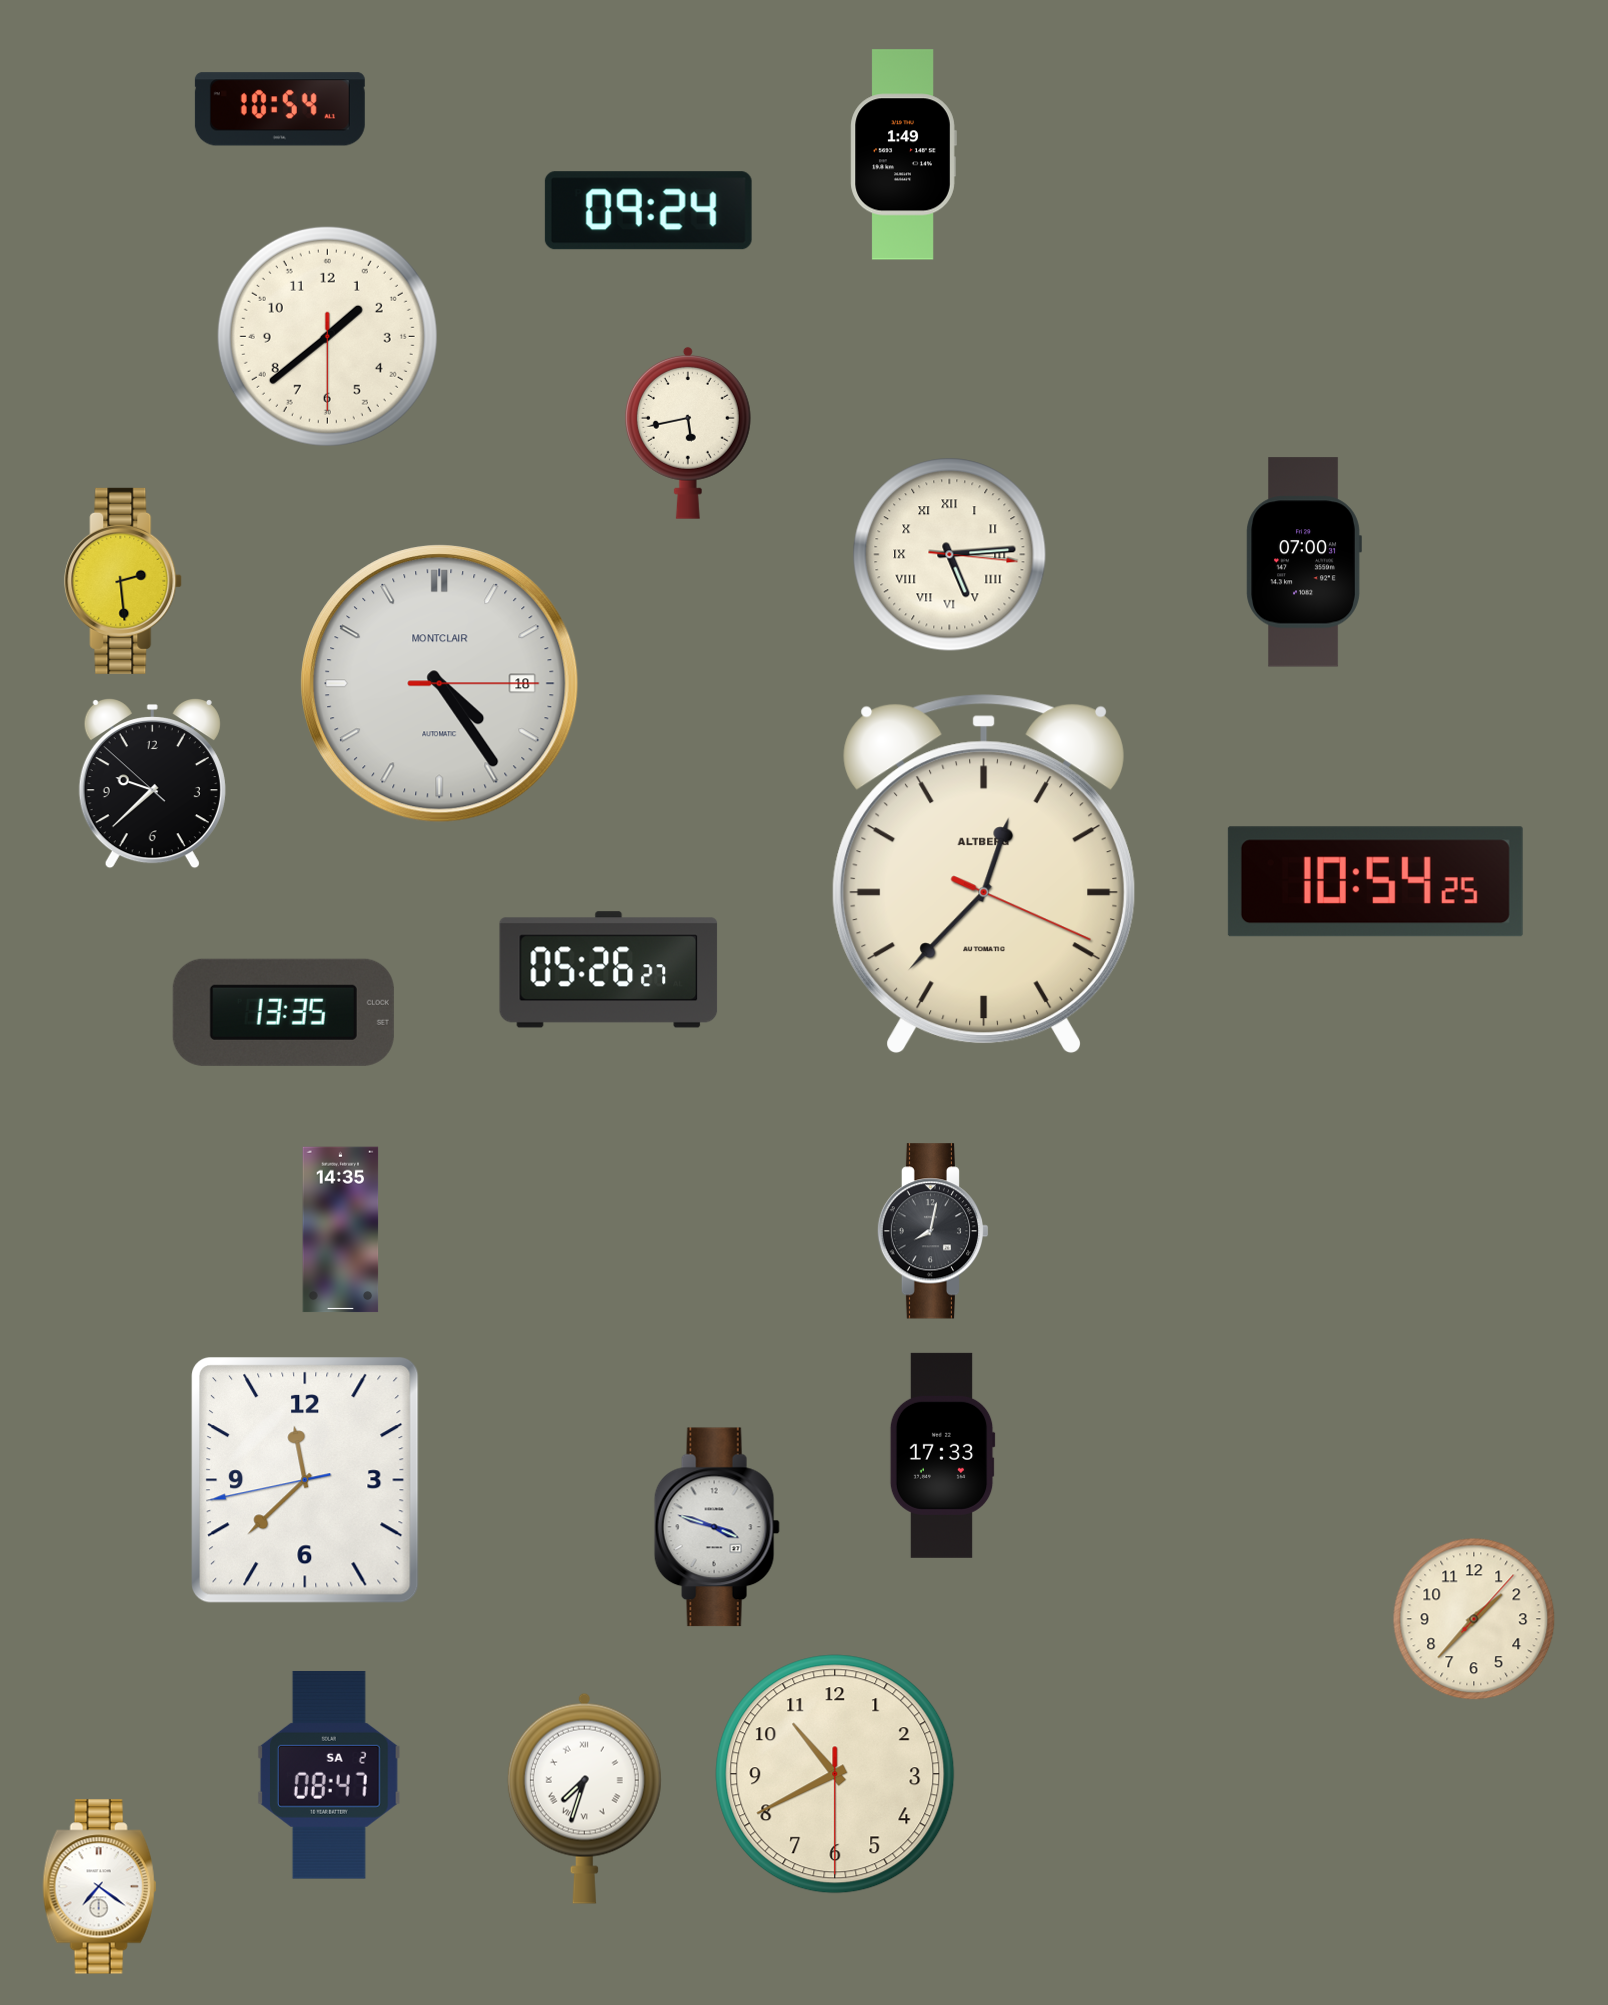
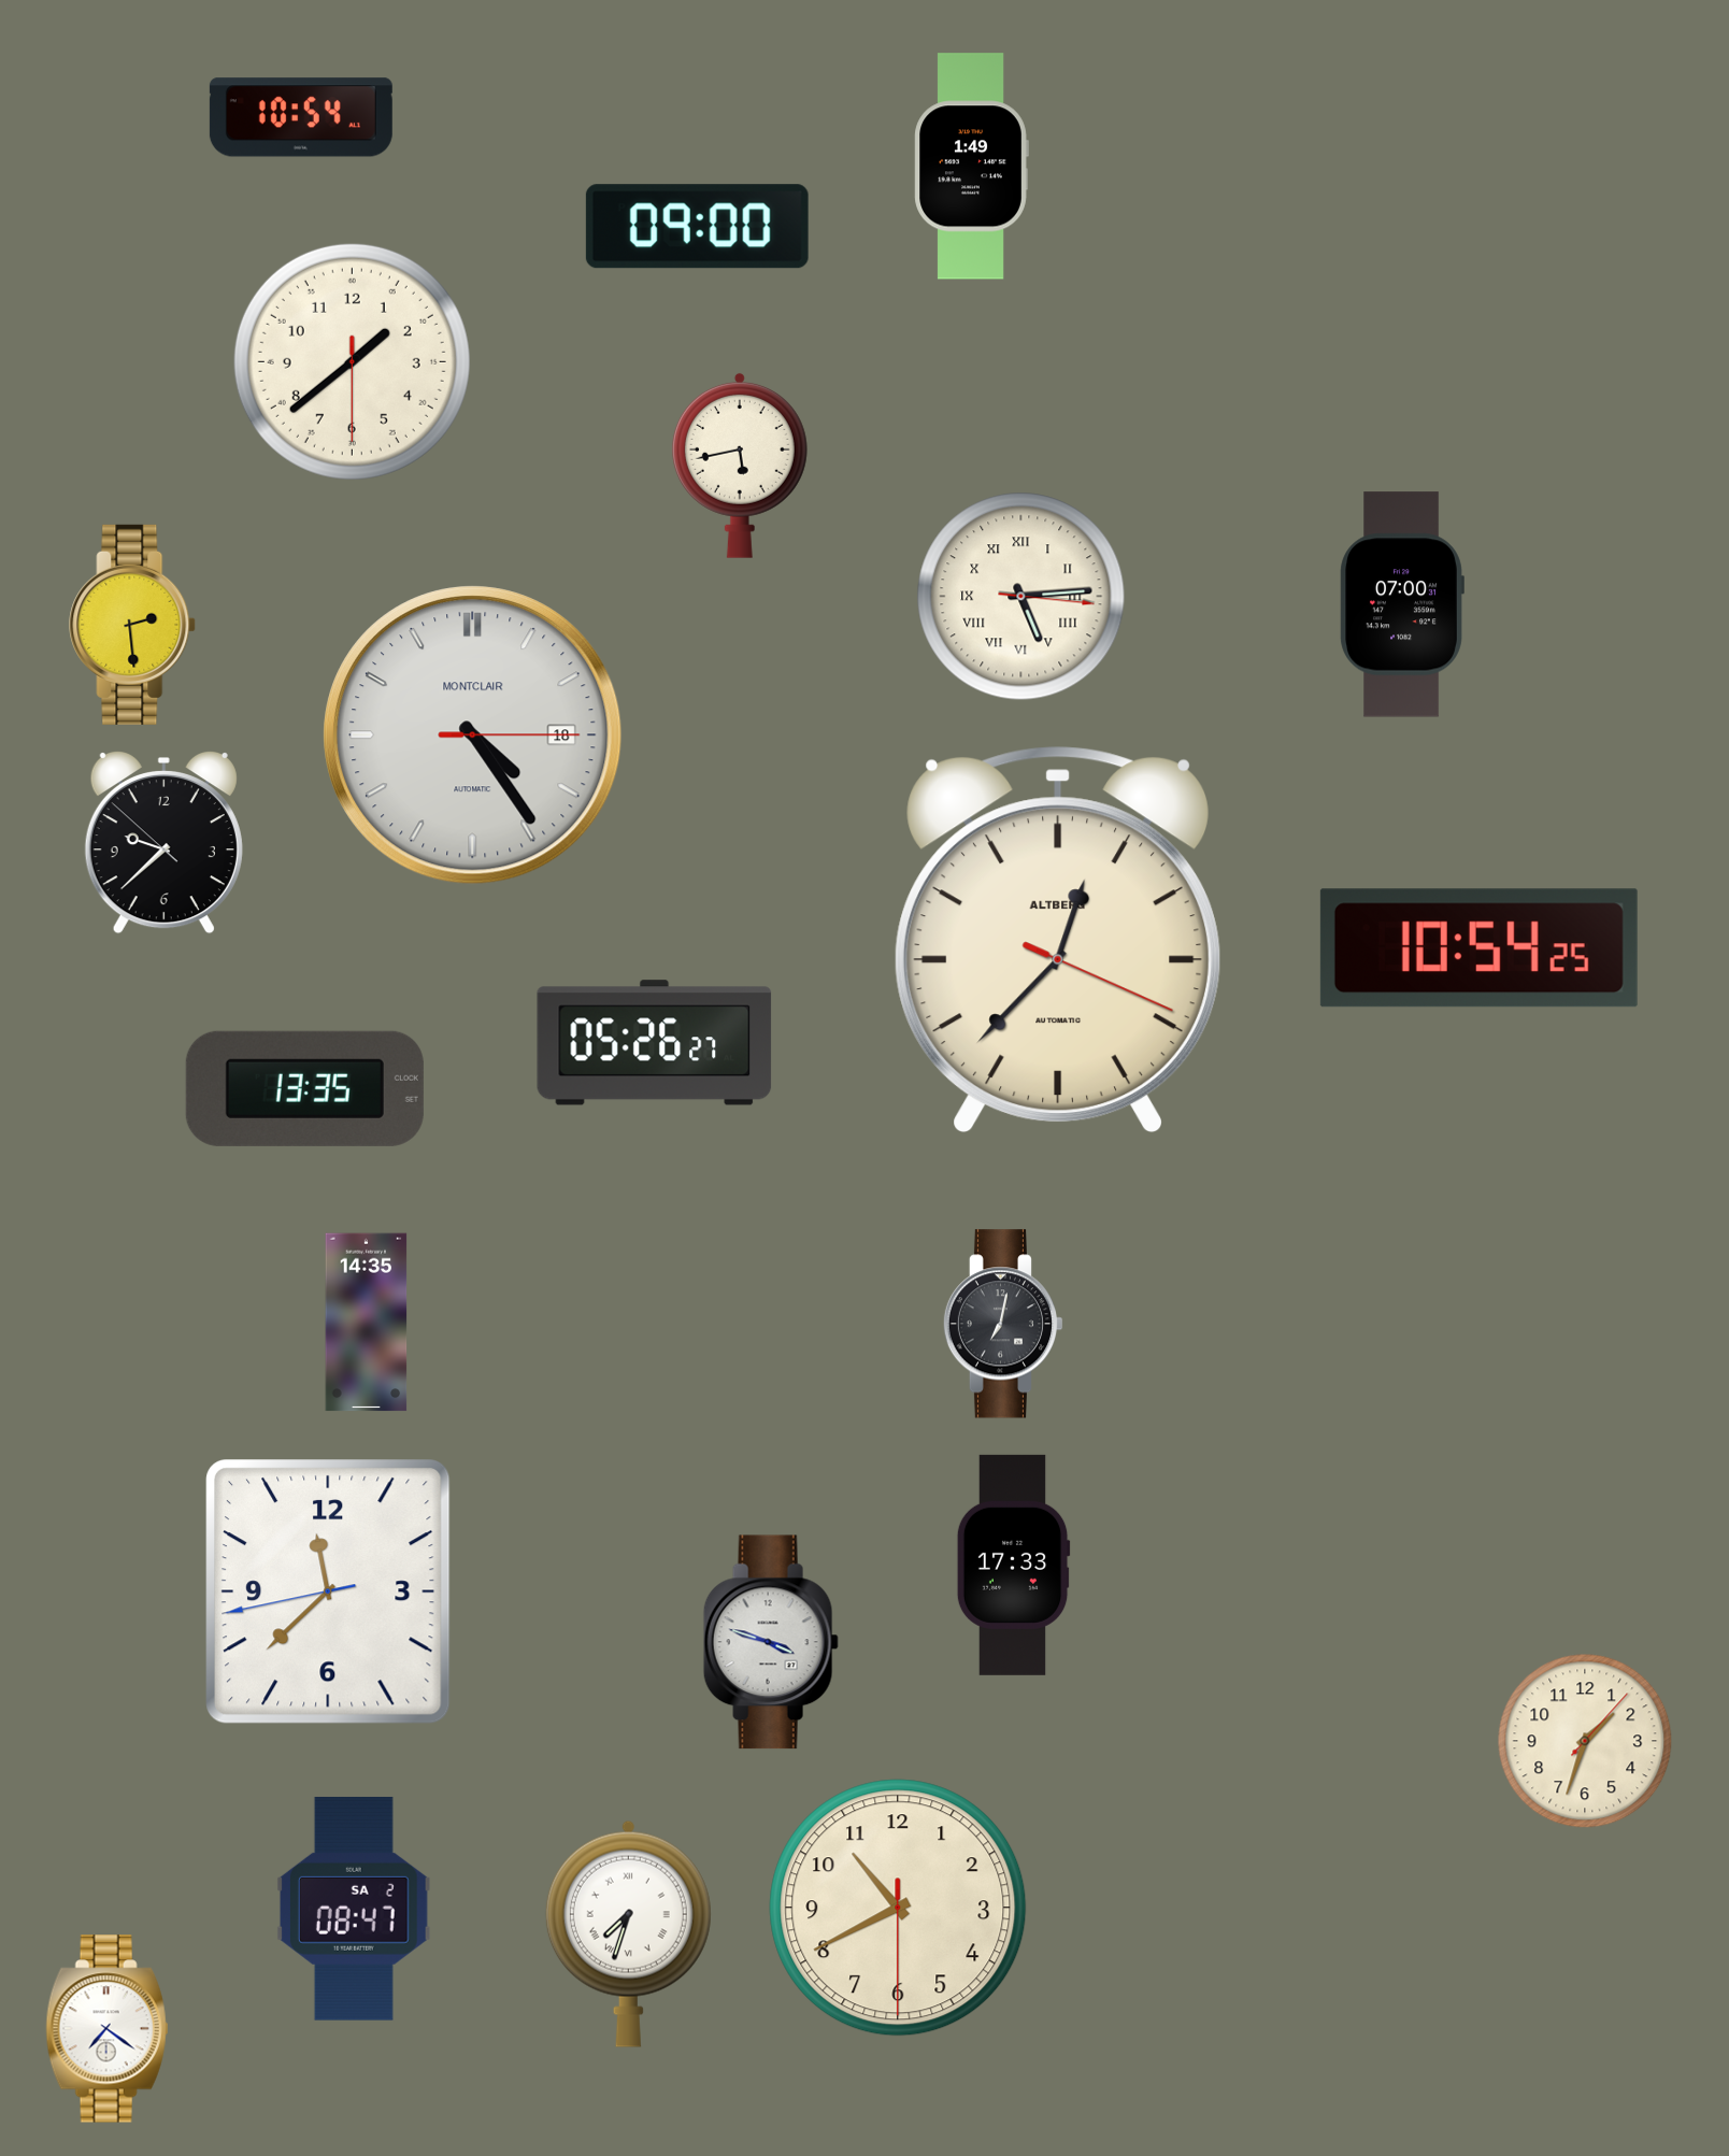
clock at (648, 211): 09:24 -> 09:00
clock at (933, 1231): 8:02 -> 7:02
clock at (1474, 1619): 1:37 -> 1:33
